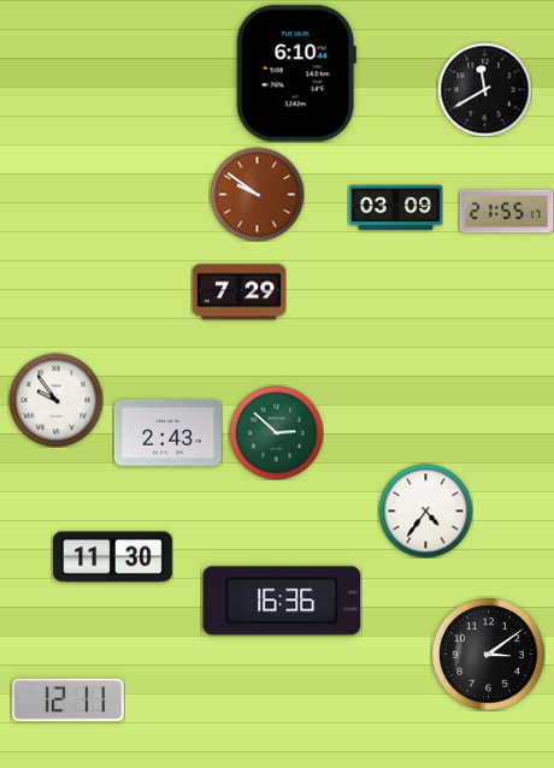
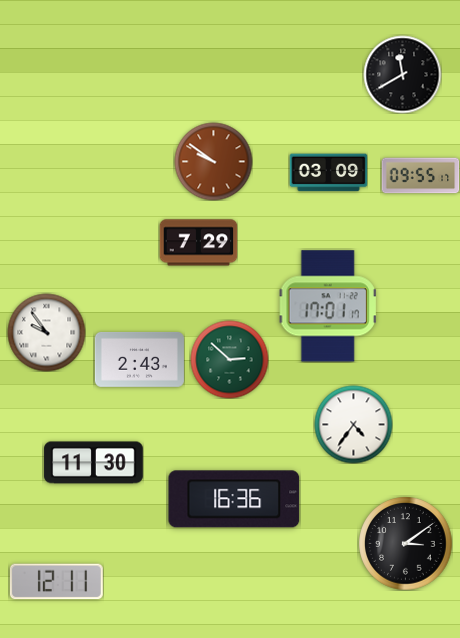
clock at (296, 73): 6:10 -> none
clock at (506, 212): 21:55 -> 09:55
clock at (328, 306): none -> 17:01
